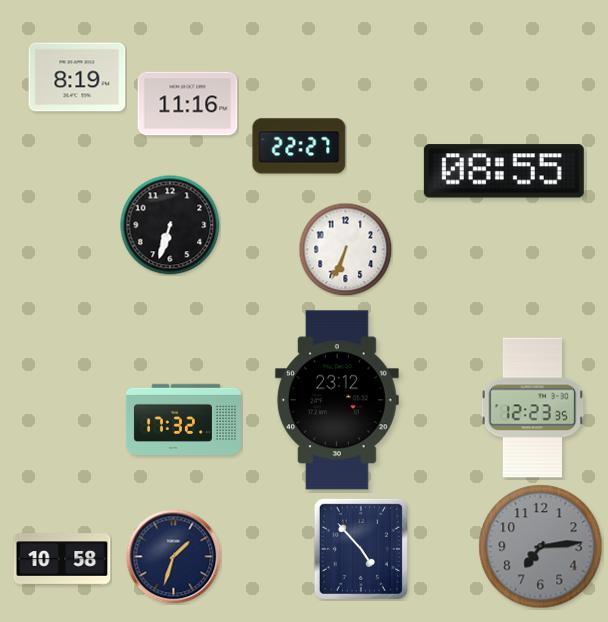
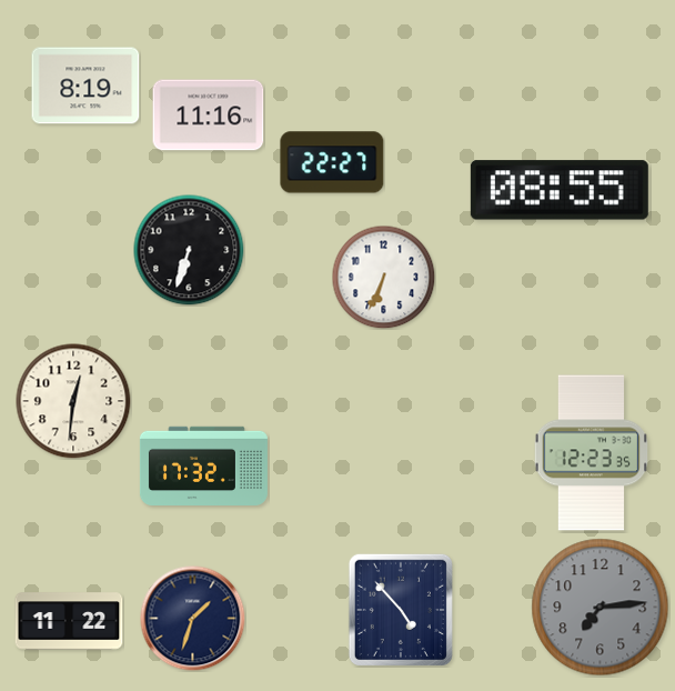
clock at (73, 401): none -> 12:31
clock at (337, 400): 23:12 -> none
clock at (62, 559): 10:58 -> 11:22
